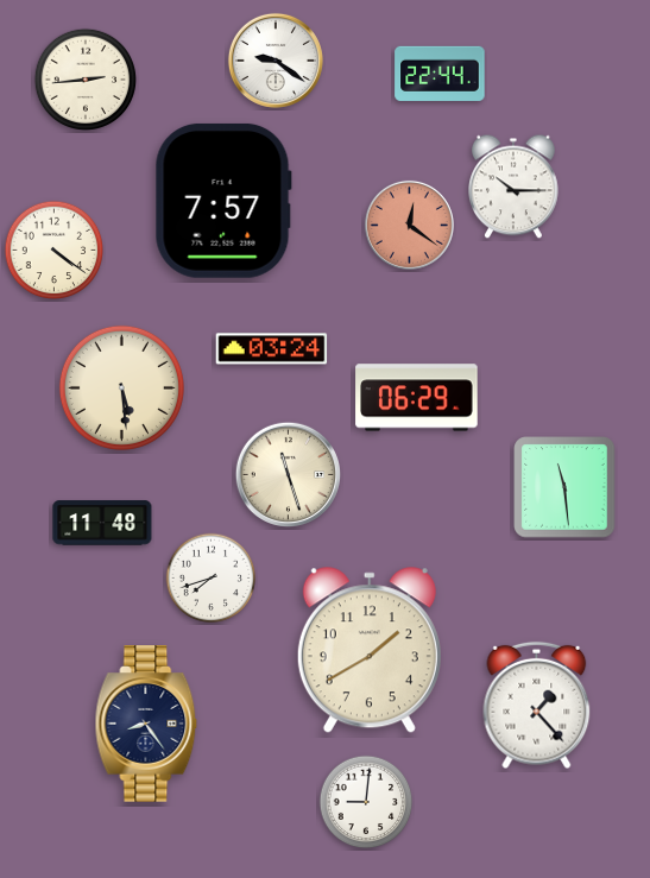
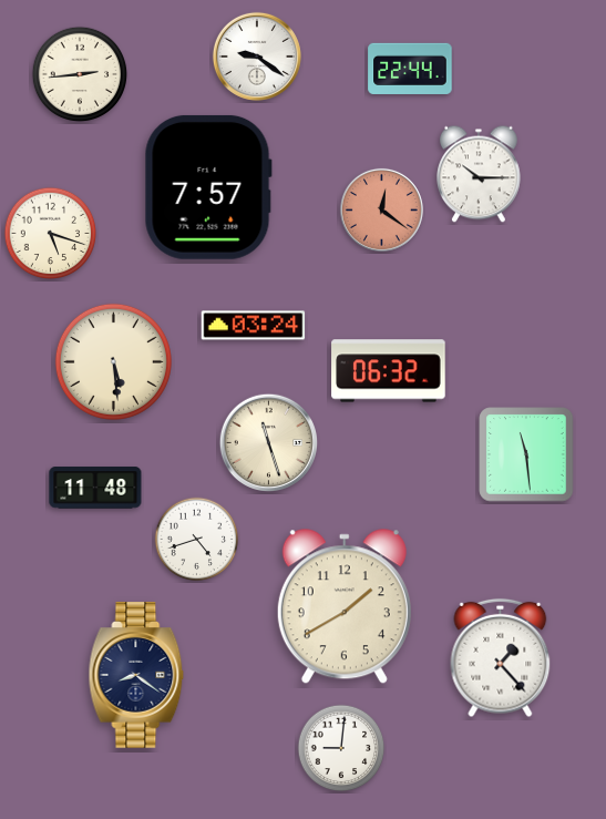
clock at (55, 251): 4:21 -> 5:18
clock at (417, 398): 06:29 -> 06:32
clock at (212, 579): 7:42 -> 4:42
clock at (146, 724): 8:24 -> 8:21
